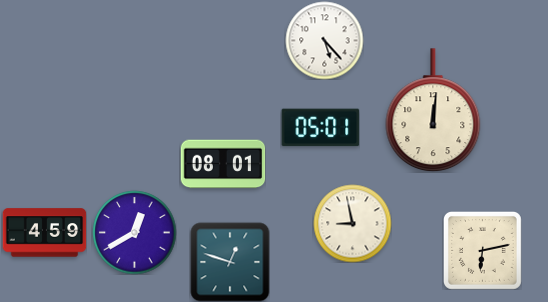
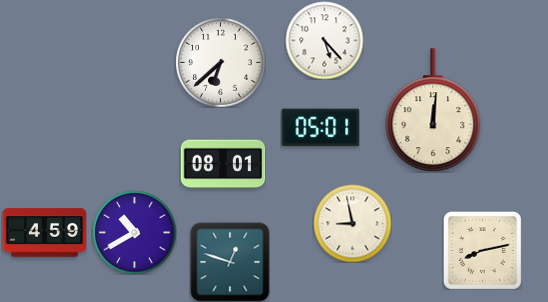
clock at (220, 62): none -> 6:38
clock at (134, 232): 12:40 -> 10:40
clock at (482, 250): 6:13 -> 8:13
